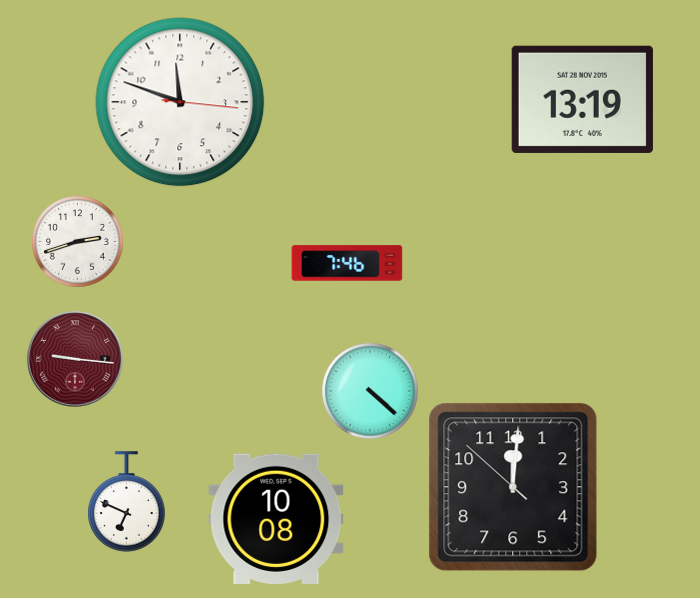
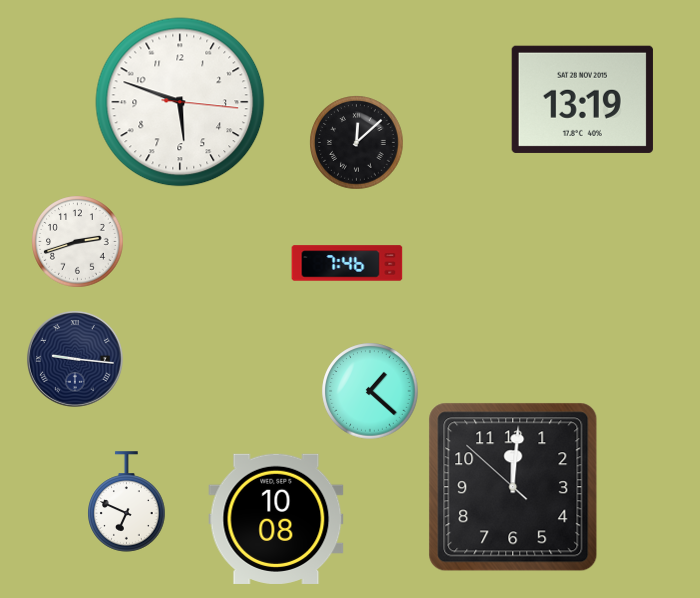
clock at (180, 102): 11:48 -> 5:48
clock at (357, 143): none -> 12:08
clock at (75, 359) dial: burgundy -> navy
clock at (370, 391): 4:22 -> 1:22
